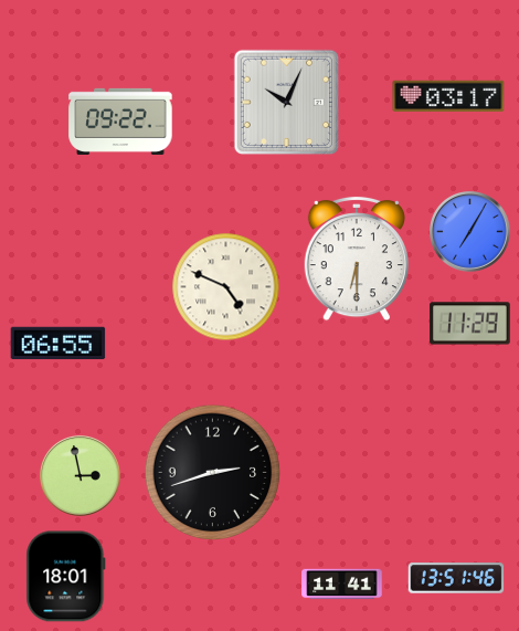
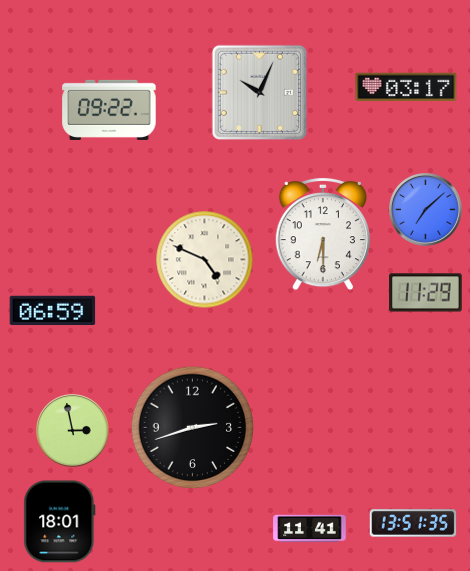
clock at (470, 232): 7:05 -> 7:08
clock at (59, 344): 06:55 -> 06:59
clock at (456, 578): 13:51:46 -> 13:51:35
